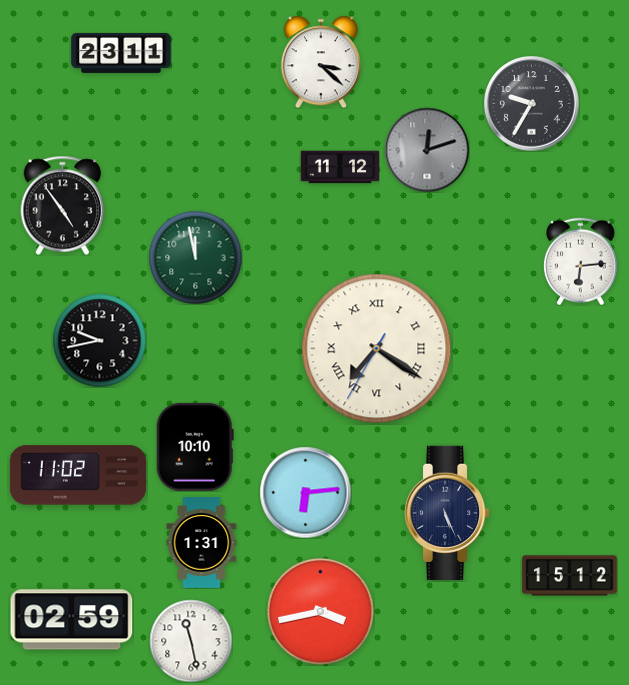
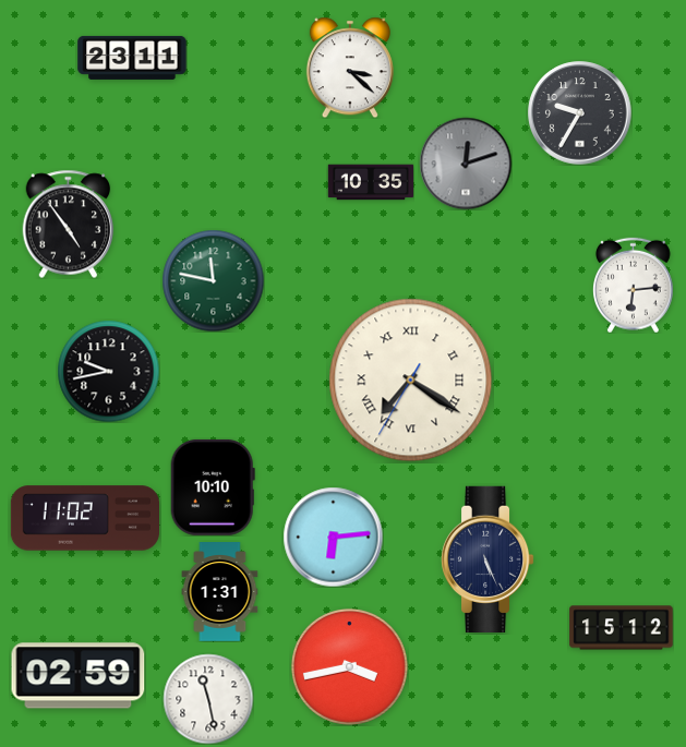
clock at (340, 167): 11:12 -> 10:35
clock at (195, 257): 11:58 -> 11:47
